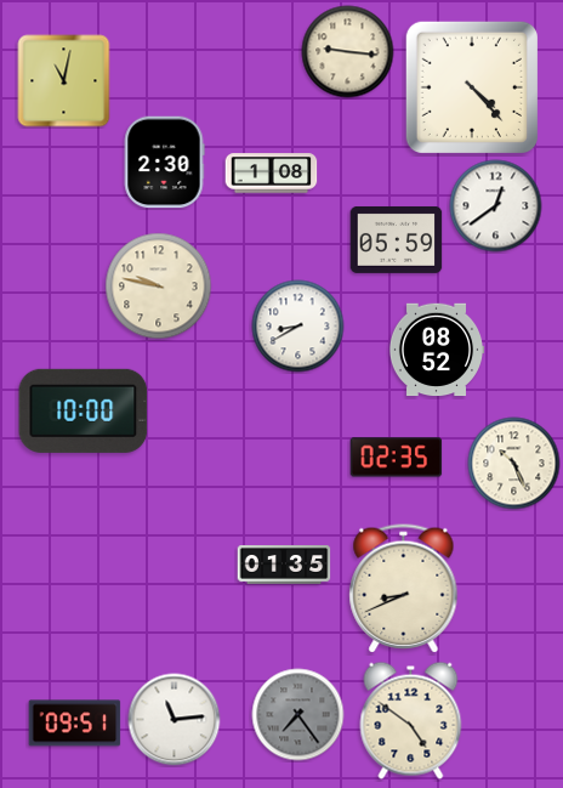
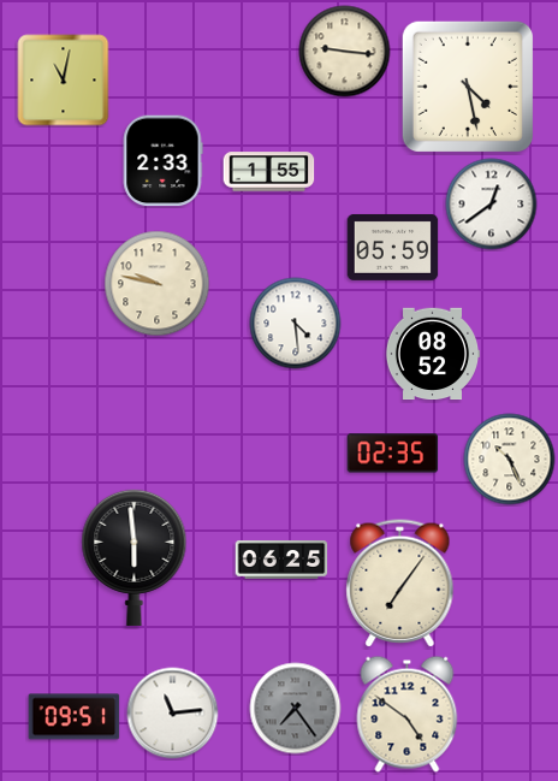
clock at (472, 87): 4:23 -> 4:28
clock at (164, 163): 2:30 -> 2:33
clock at (272, 174): 1:08 -> 1:55
clock at (397, 239) position: (397, 239) -> (393, 247)
clock at (298, 327): 8:40 -> 4:29
clock at (437, 350) position: (437, 350) -> (433, 354)
clock at (84, 410): 10:00 -> none
clock at (135, 557): none -> 5:59
clock at (284, 565): 01:35 -> 06:25
clock at (404, 589): 8:41 -> 7:06
